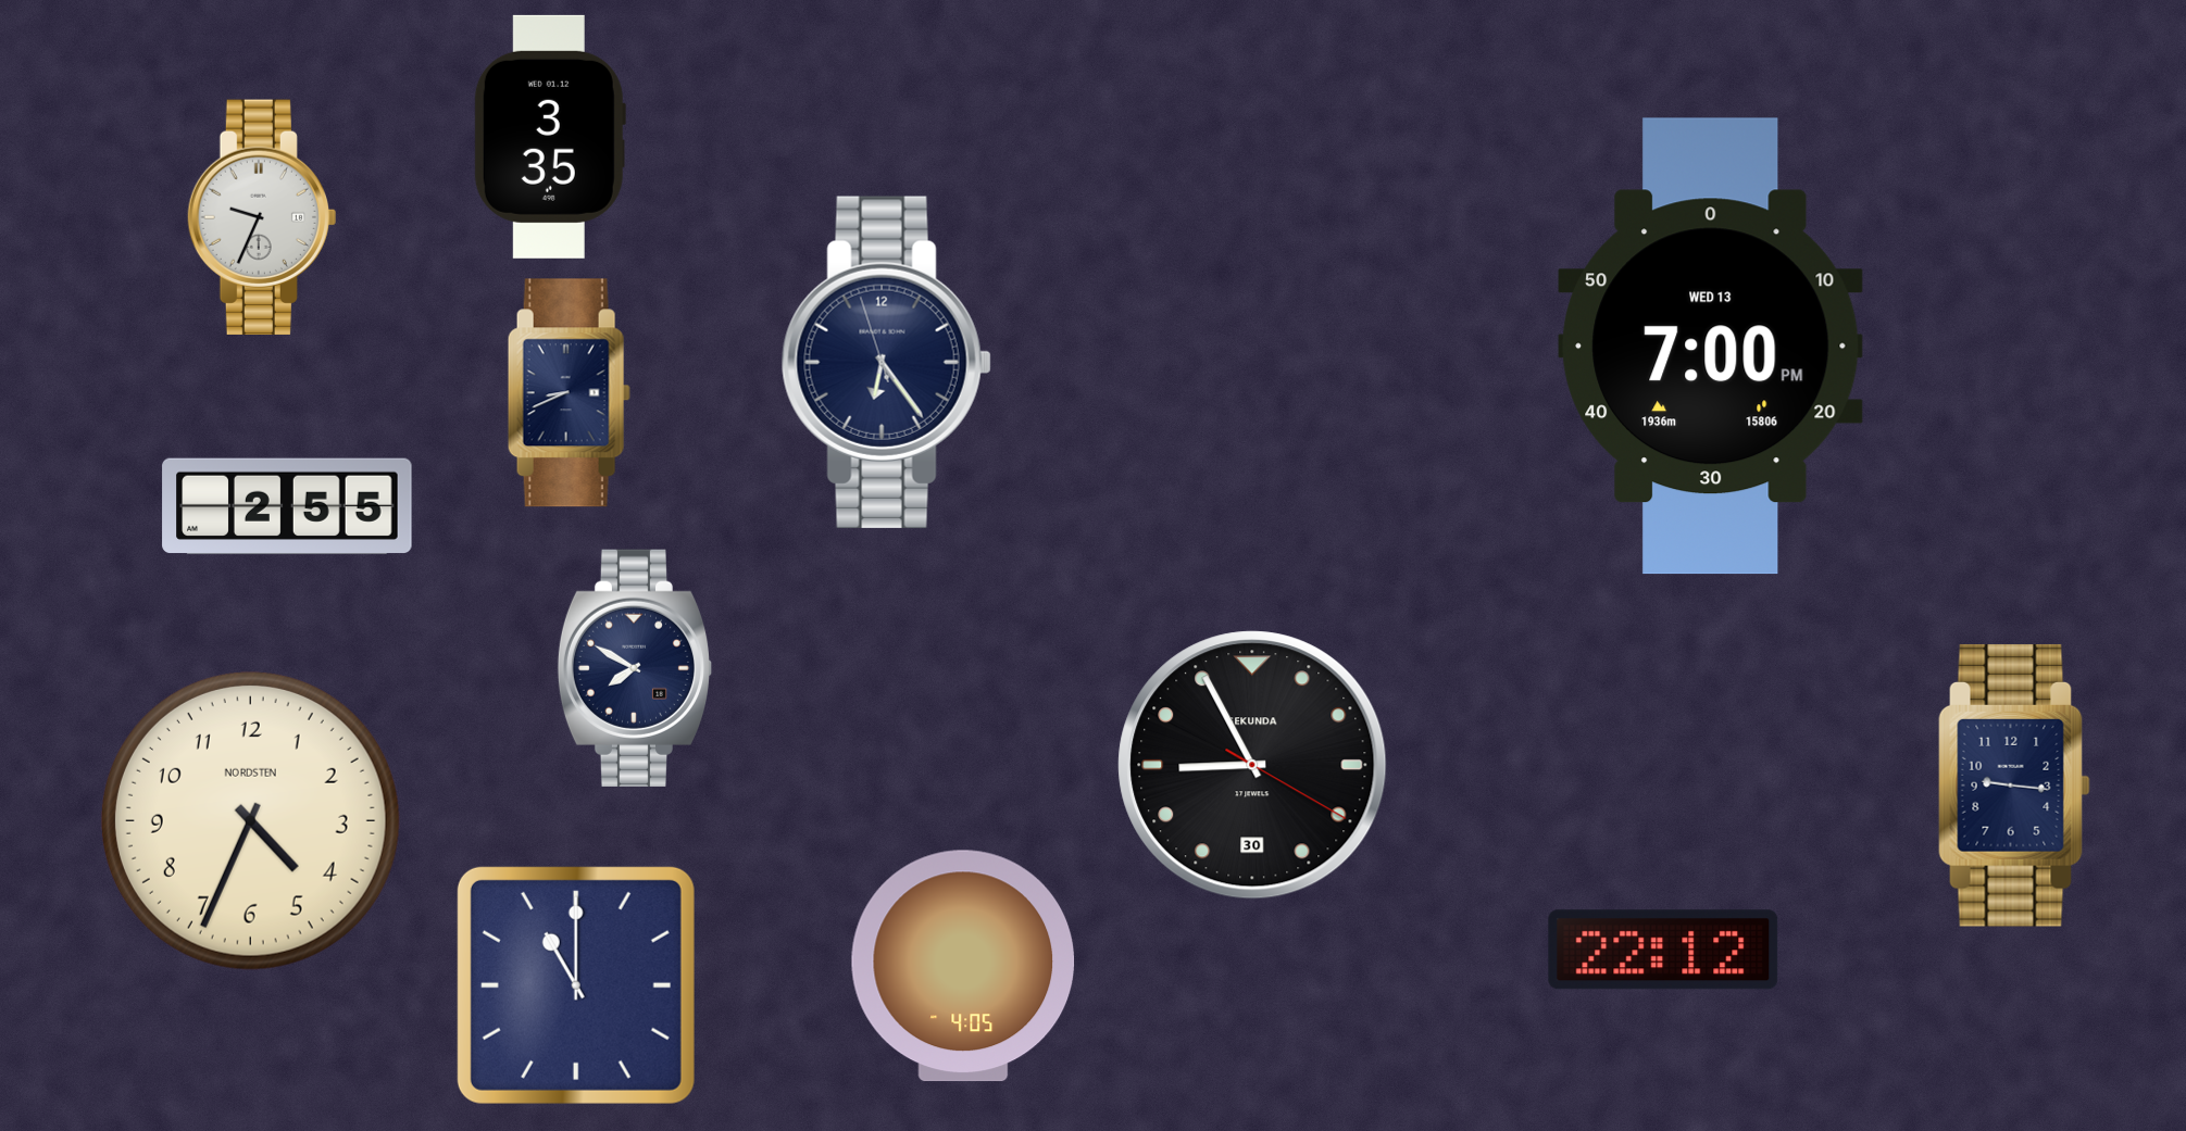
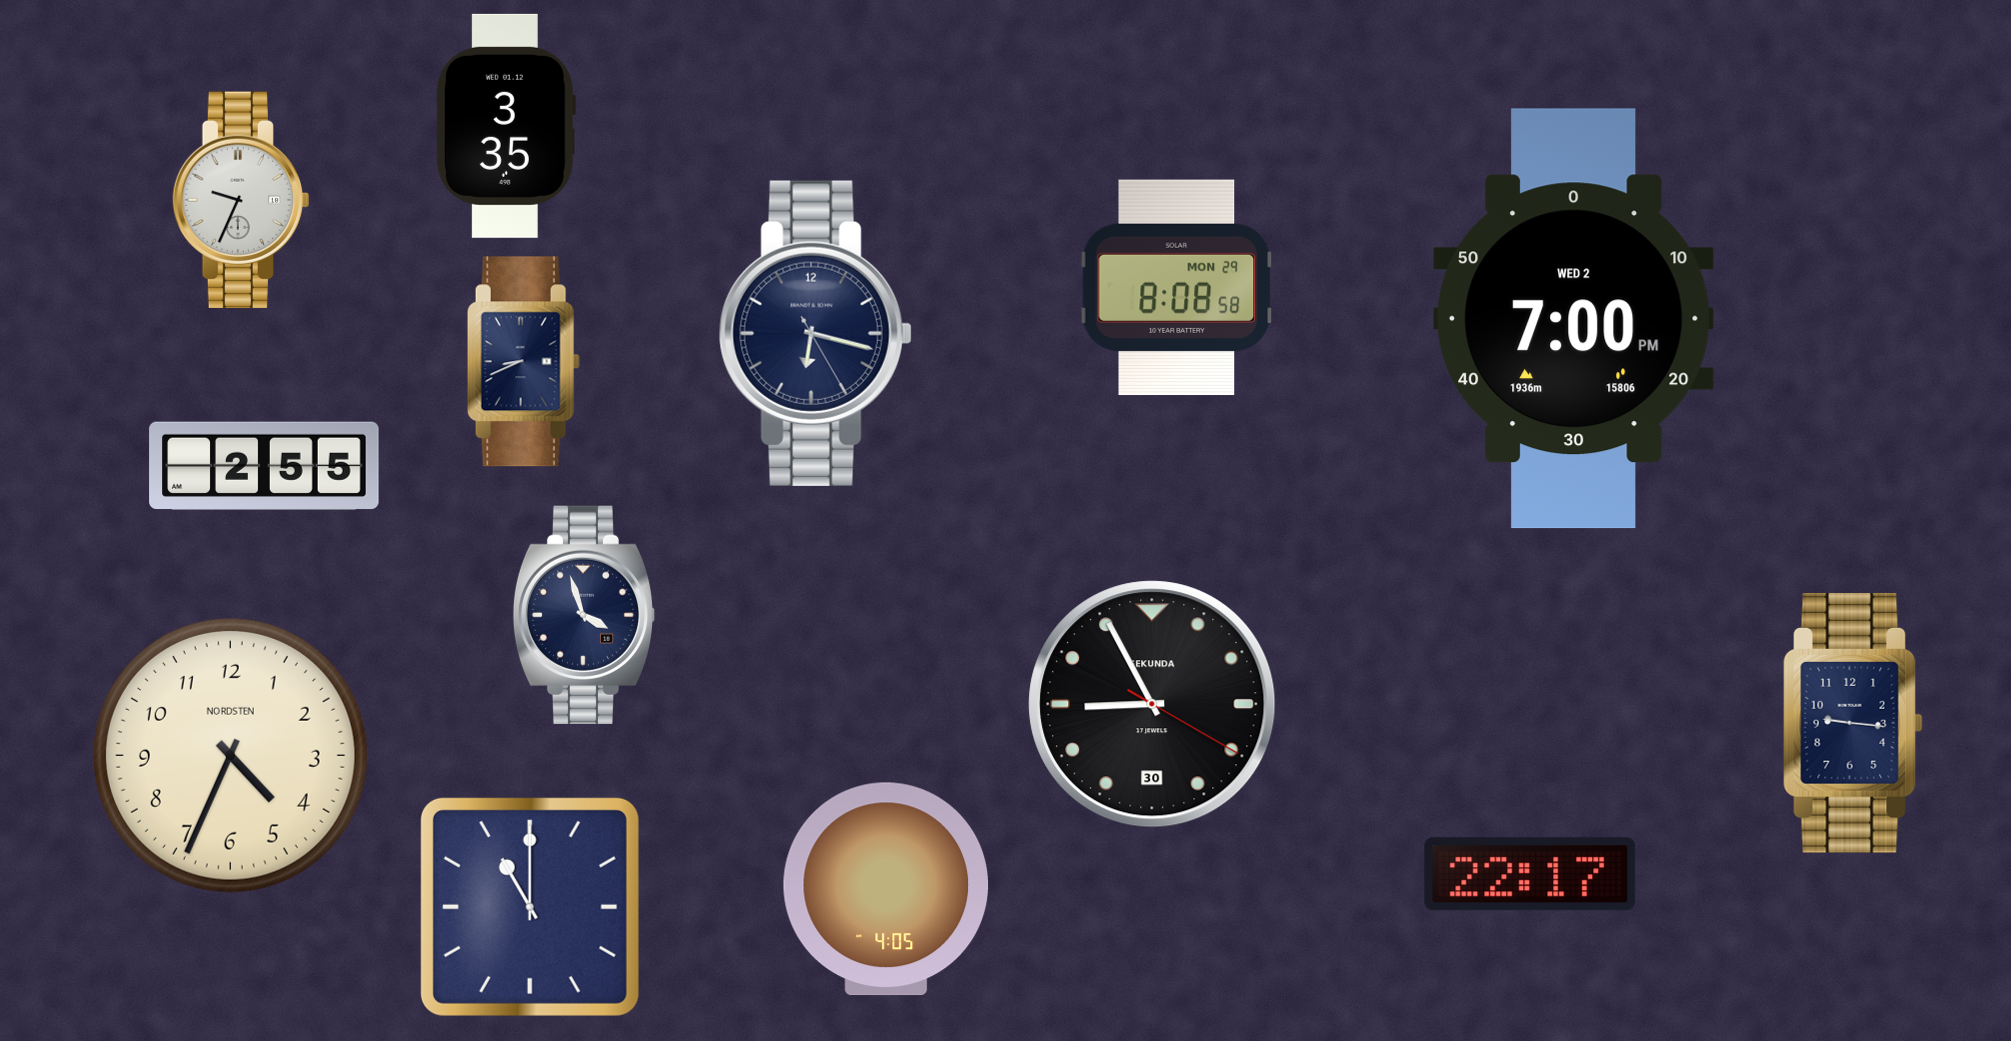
clock at (1177, 288): none -> 8:08
clock at (1711, 347) date: WED 13 -> WED 2
clock at (886, 362): 6:23 -> 6:17
clock at (635, 668): 7:50 -> 3:57
clock at (1663, 950): 22:12 -> 22:17
